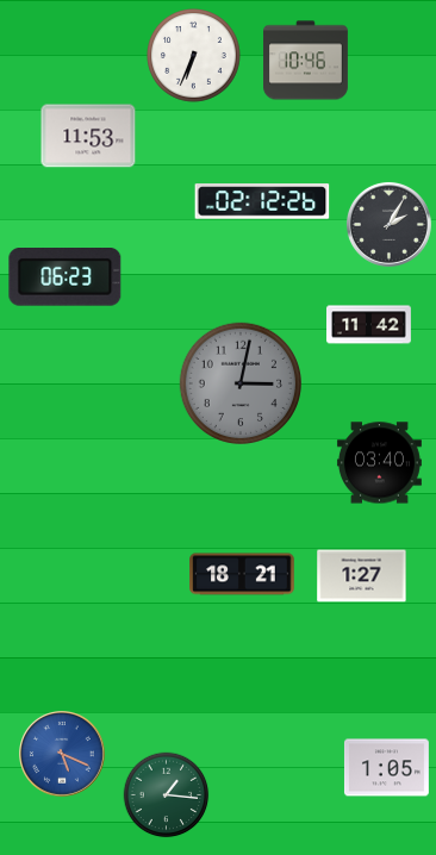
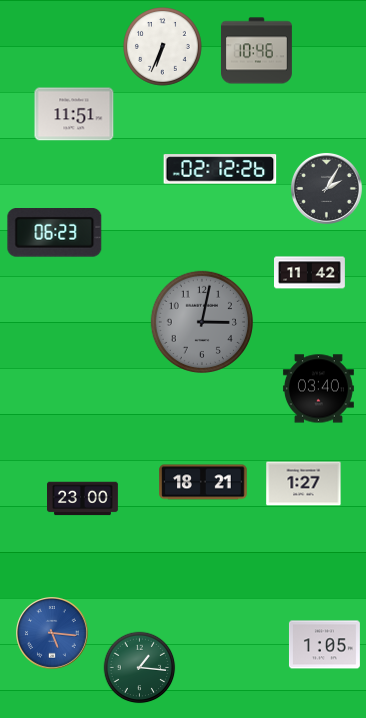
clock at (88, 136): 11:53 -> 11:51
clock at (83, 499): none -> 23:00
clock at (63, 755): 5:19 -> 5:16
